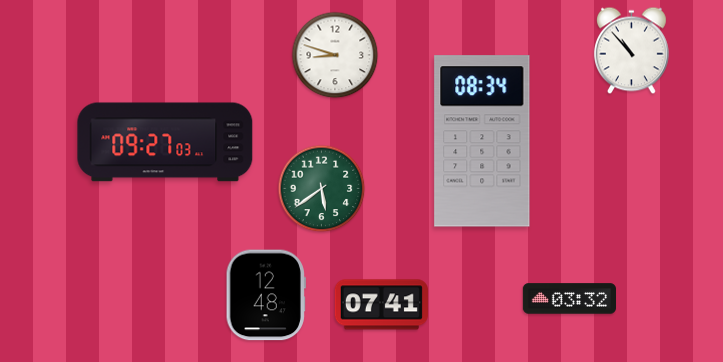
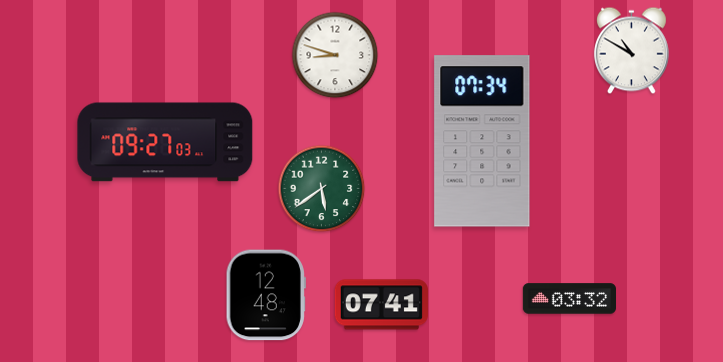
clock at (631, 51): 10:53 -> 10:50
clock at (482, 141): 08:34 -> 07:34
